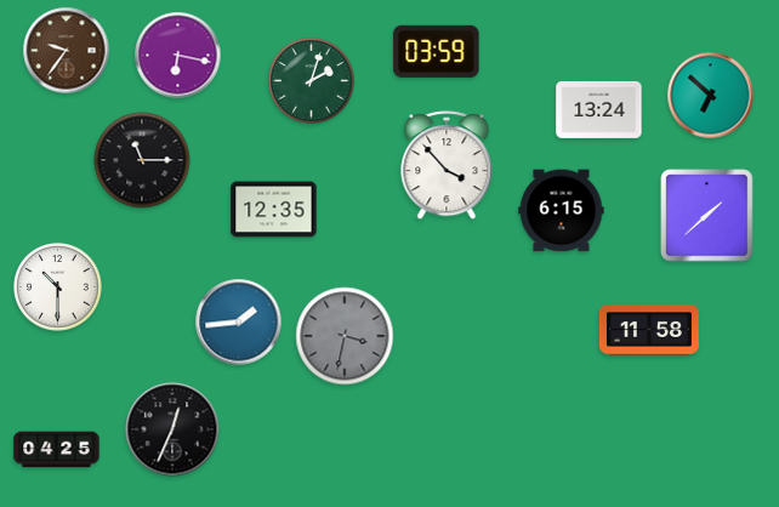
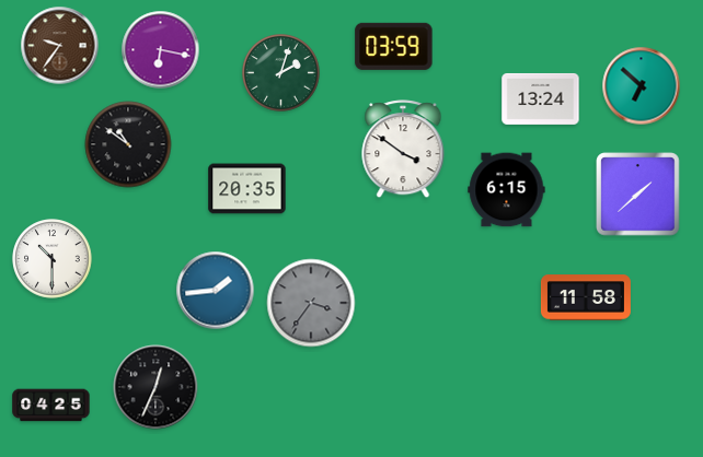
clock at (142, 160): 11:15 -> 10:51
clock at (447, 166): 3:53 -> 3:51
clock at (274, 210): 12:35 -> 20:35
clock at (345, 336): 3:32 -> 3:36
